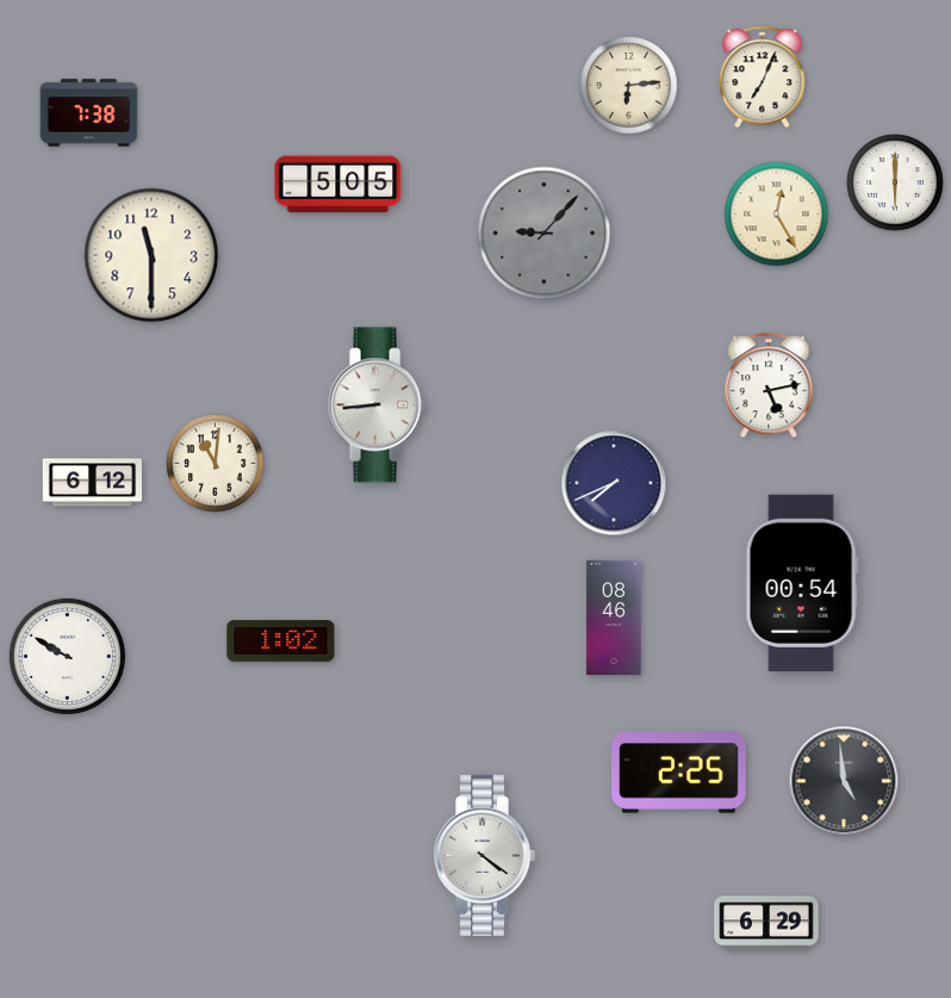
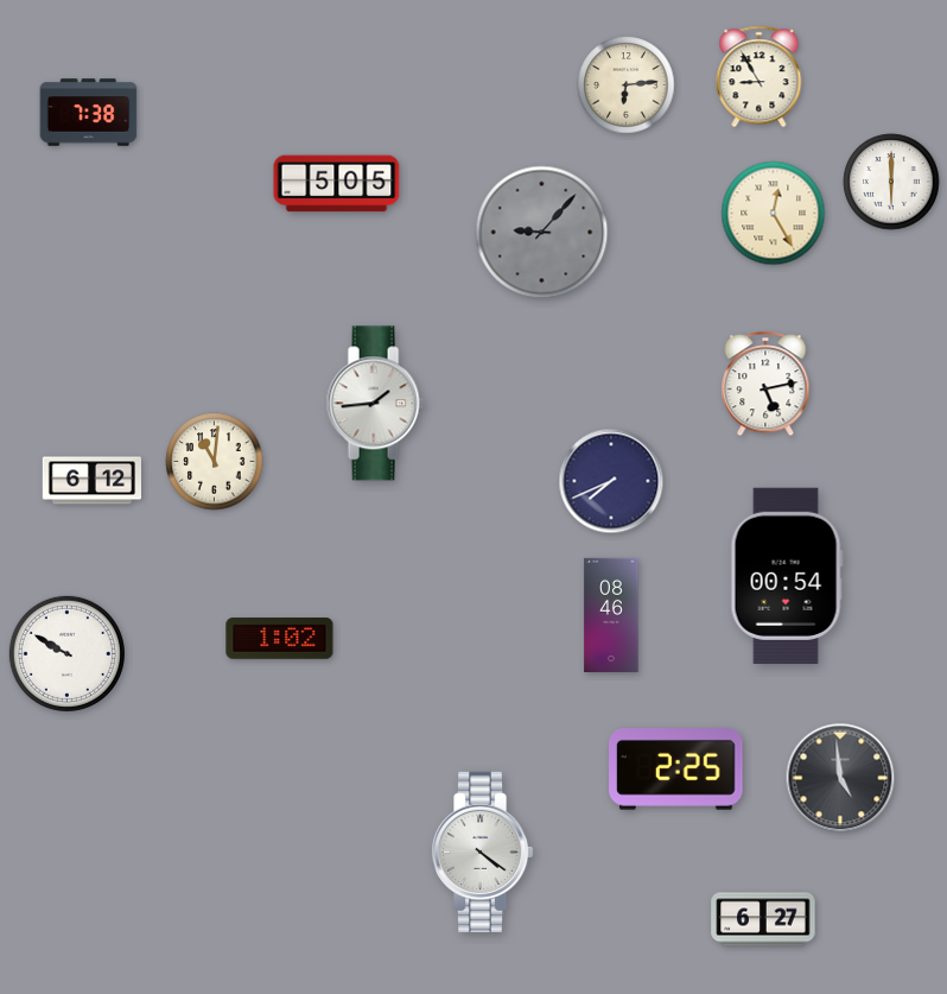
clock at (763, 78): 7:04 -> 8:55
clock at (151, 255): 11:30 -> none
clock at (377, 405): 8:44 -> 1:44
clock at (802, 583) position: (802, 583) -> (787, 576)
clock at (766, 923): 6:29 -> 6:27
